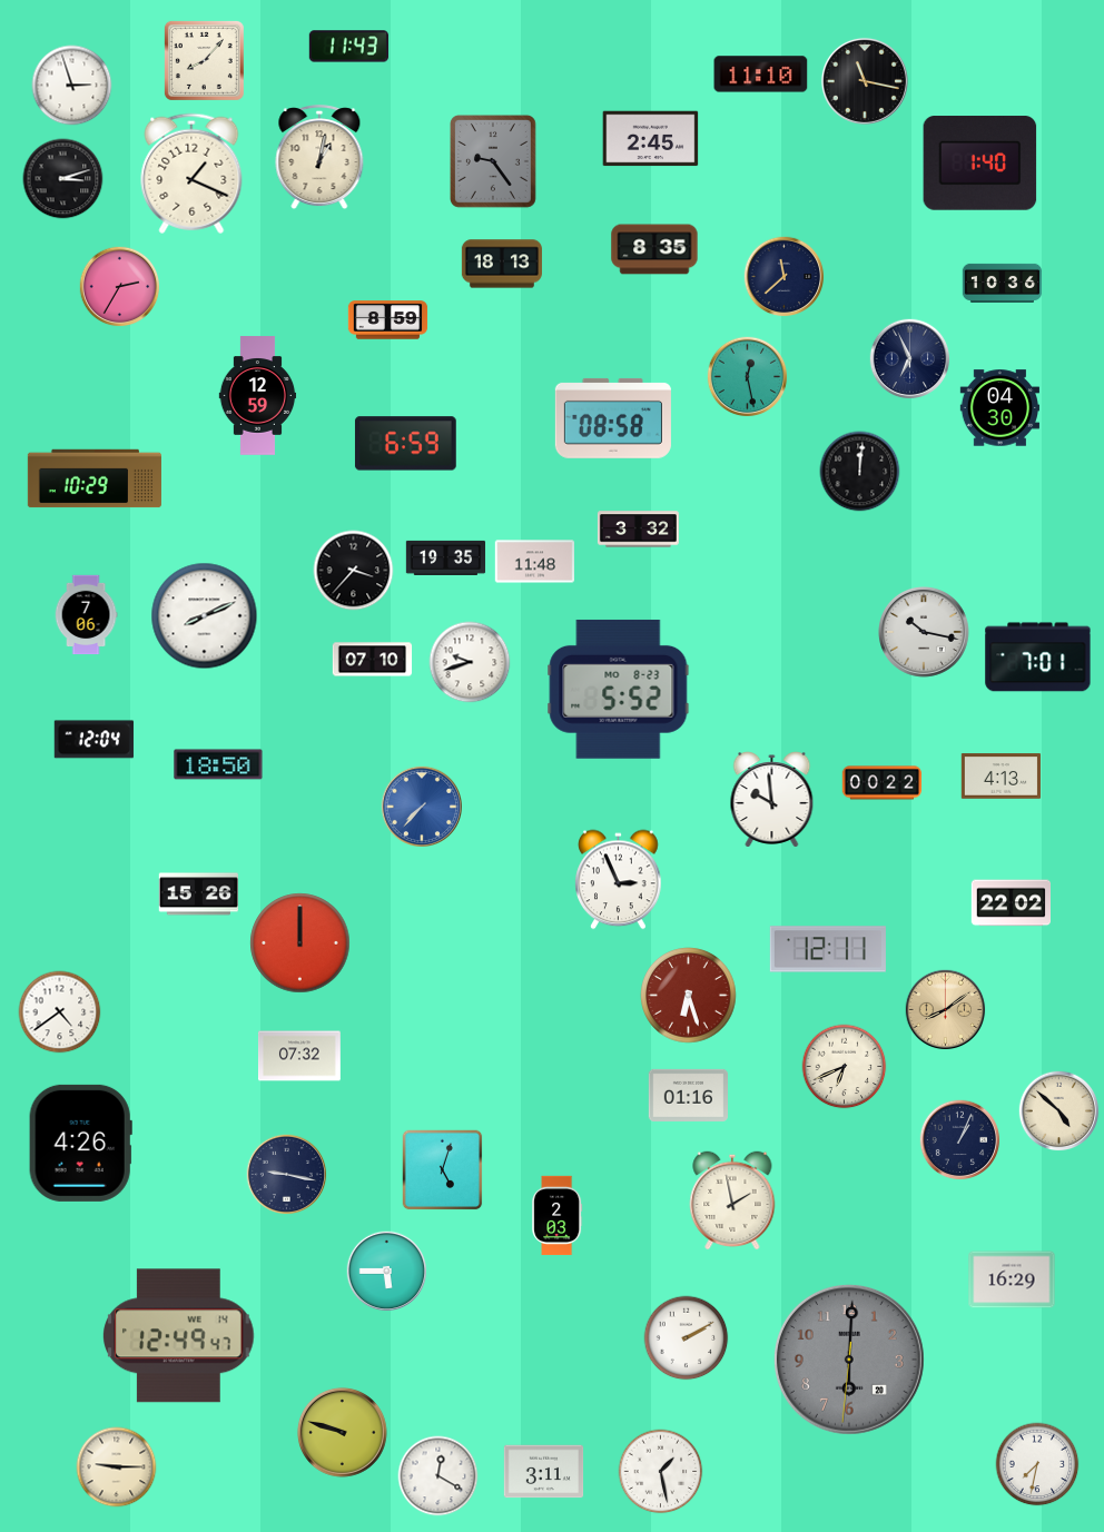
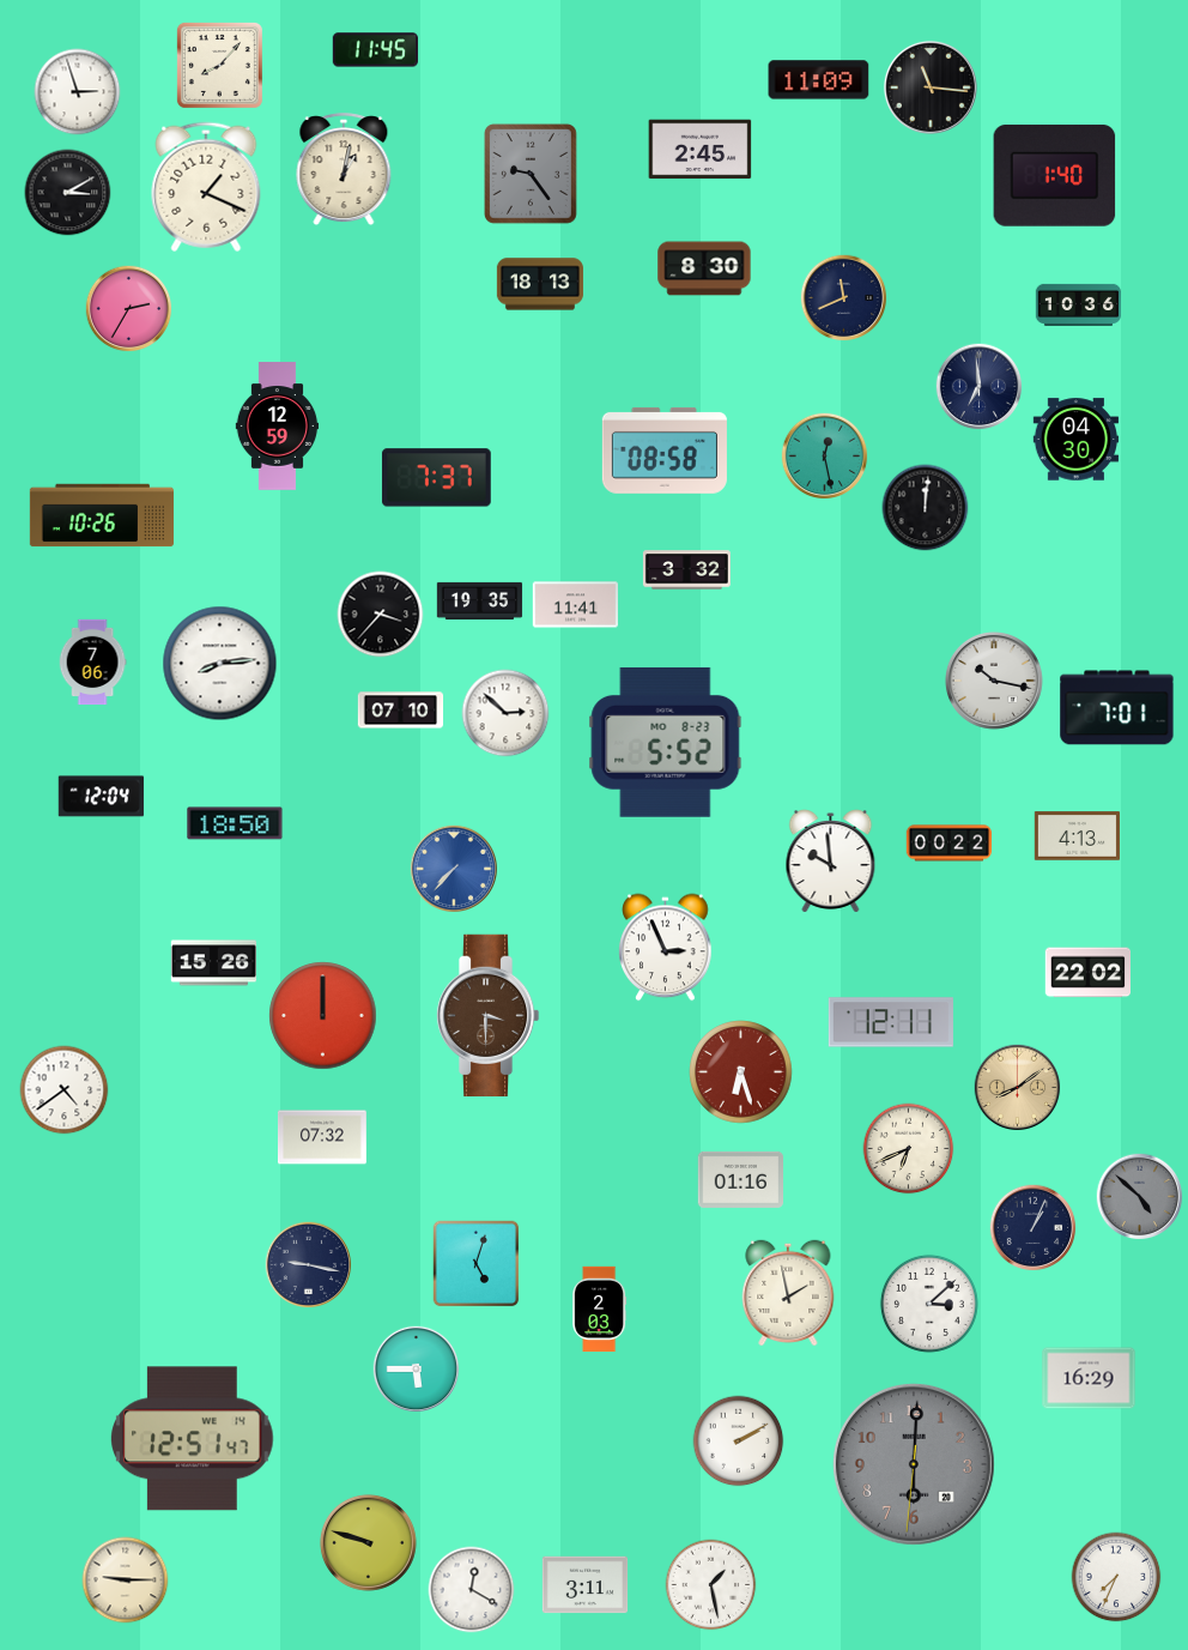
clock at (348, 47): 11:43 -> 11:45
clock at (761, 75): 11:10 -> 11:09
clock at (865, 81): 11:17 -> 11:16
clock at (63, 179): 3:12 -> 3:10
clock at (654, 249): 8:35 -> 8:30
clock at (785, 277): 11:38 -> 11:41
clock at (388, 320): 8:59 -> none
clock at (910, 359): 6:56 -> 6:59
clock at (748, 377) position: (748, 377) -> (825, 457)
clock at (613, 418) position: (613, 418) -> (665, 451)
clock at (405, 444): 6:59 -> 7:37
clock at (95, 478): 10:29 -> 10:26
clock at (535, 562): 11:48 -> 11:41
clock at (205, 616): 8:11 -> 8:14
clock at (470, 662): 9:42 -> 2:52
clock at (487, 1015): none -> 3:30
clock at (1059, 1111) dial: cream -> grey
clock at (80, 1143): 4:26 -> none
clock at (443, 1170) position: (443, 1170) -> (477, 1264)
clock at (929, 1304): none -> 3:08
clock at (179, 1336): 12:49 -> 12:51
clock at (1037, 1464): 7:32 -> 7:34
